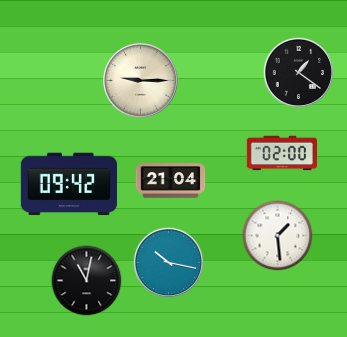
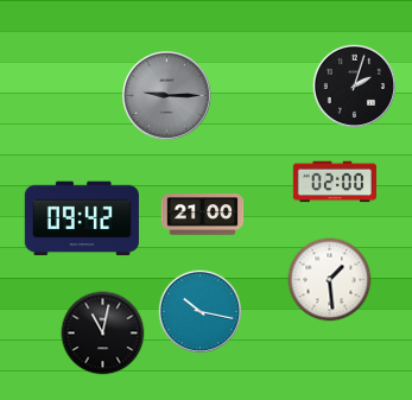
clock at (298, 72): 1:21 -> 2:03
clock at (141, 81) dial: cream -> grey
clock at (171, 181): 21:04 -> 21:00
